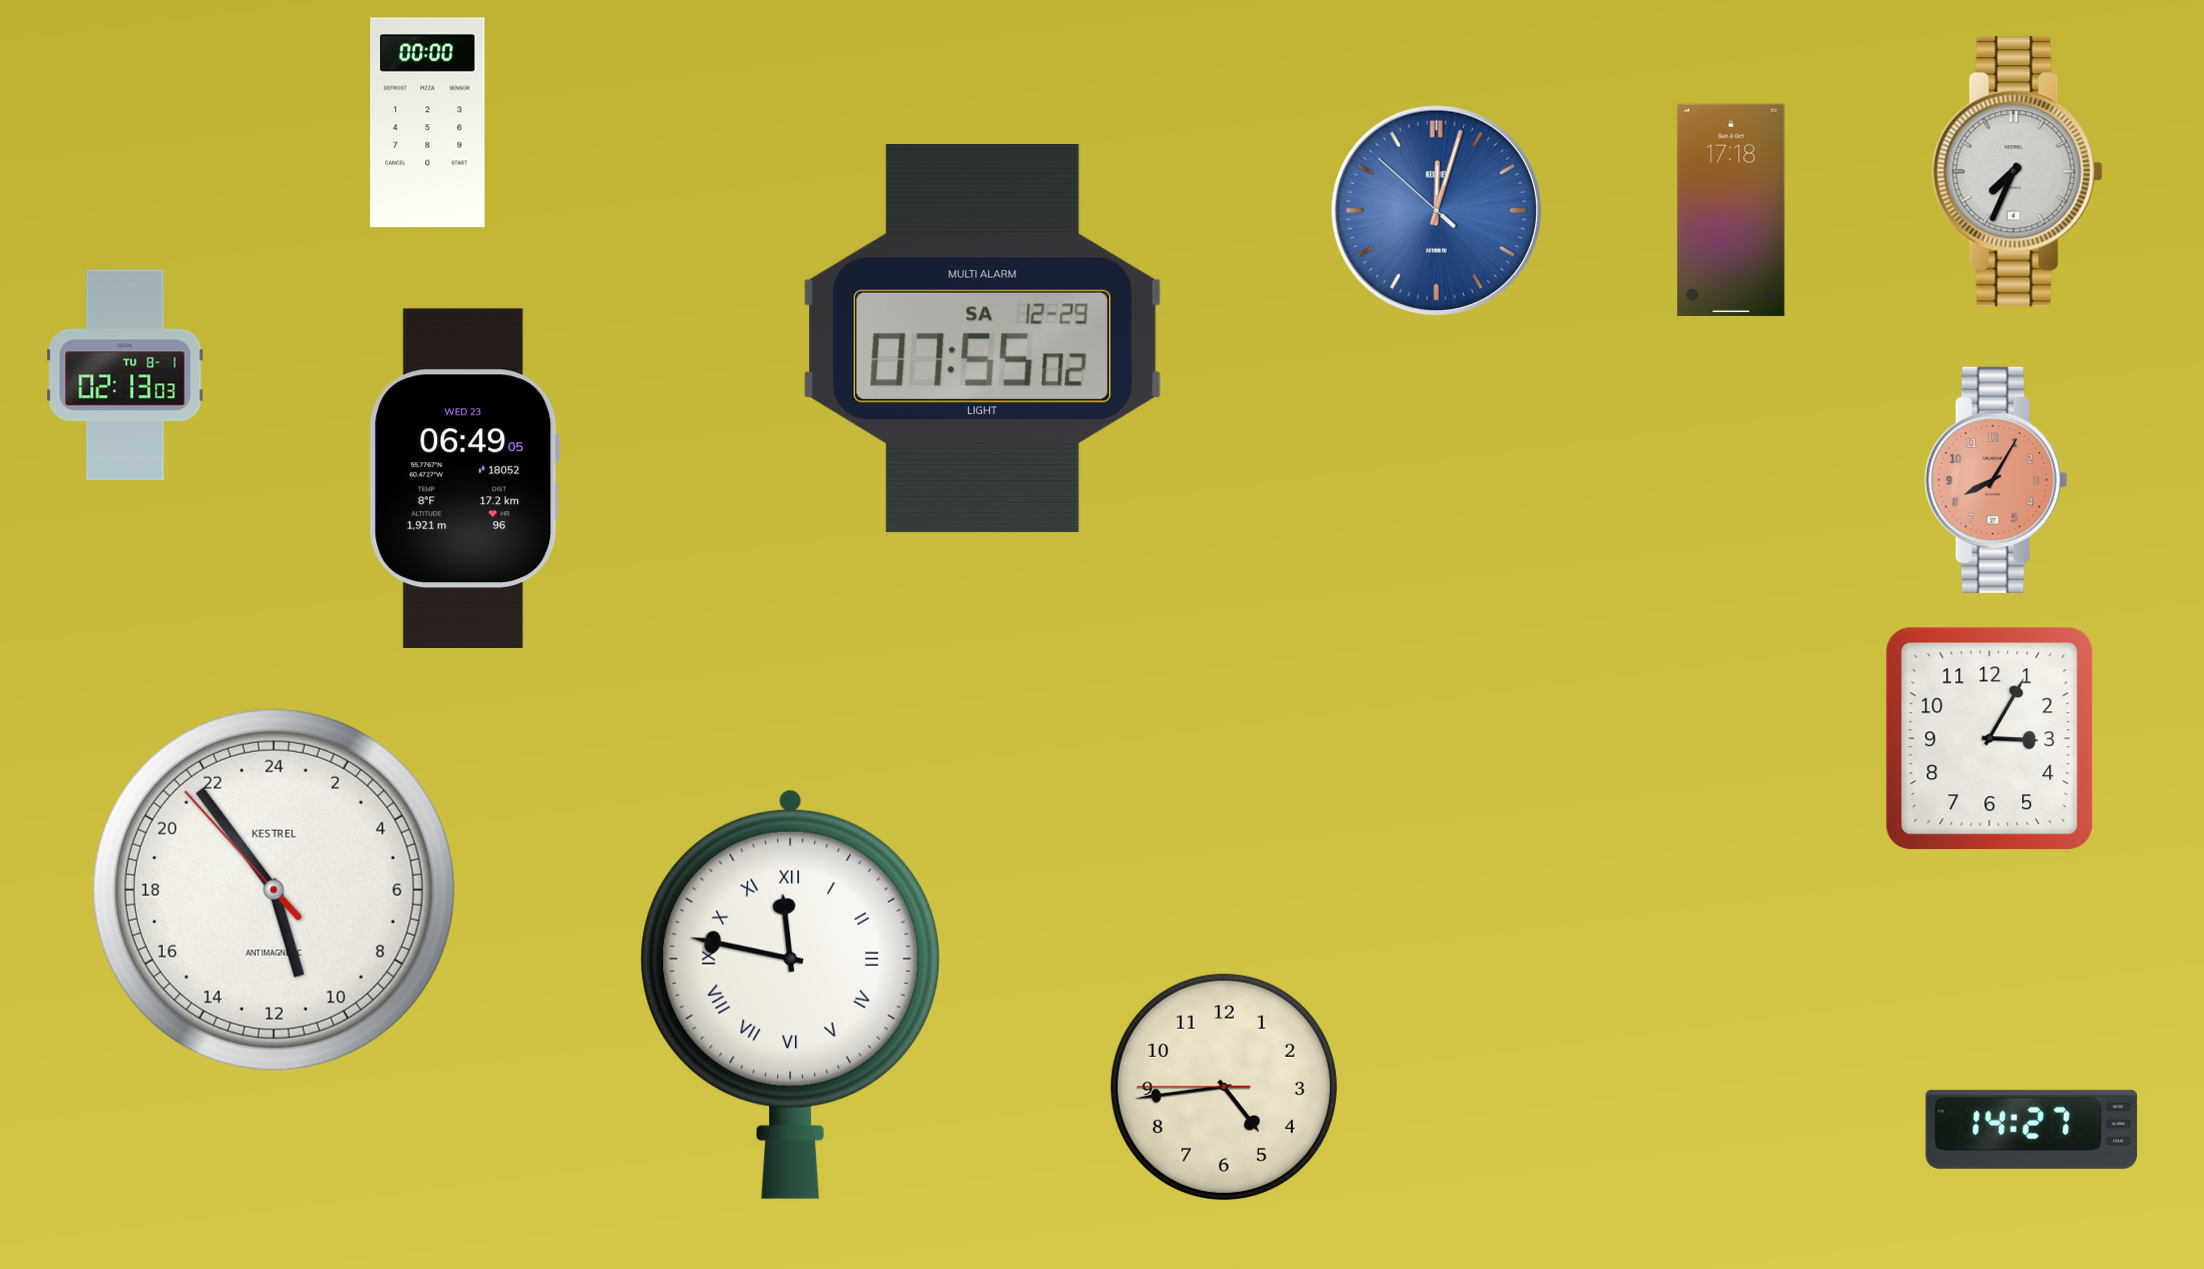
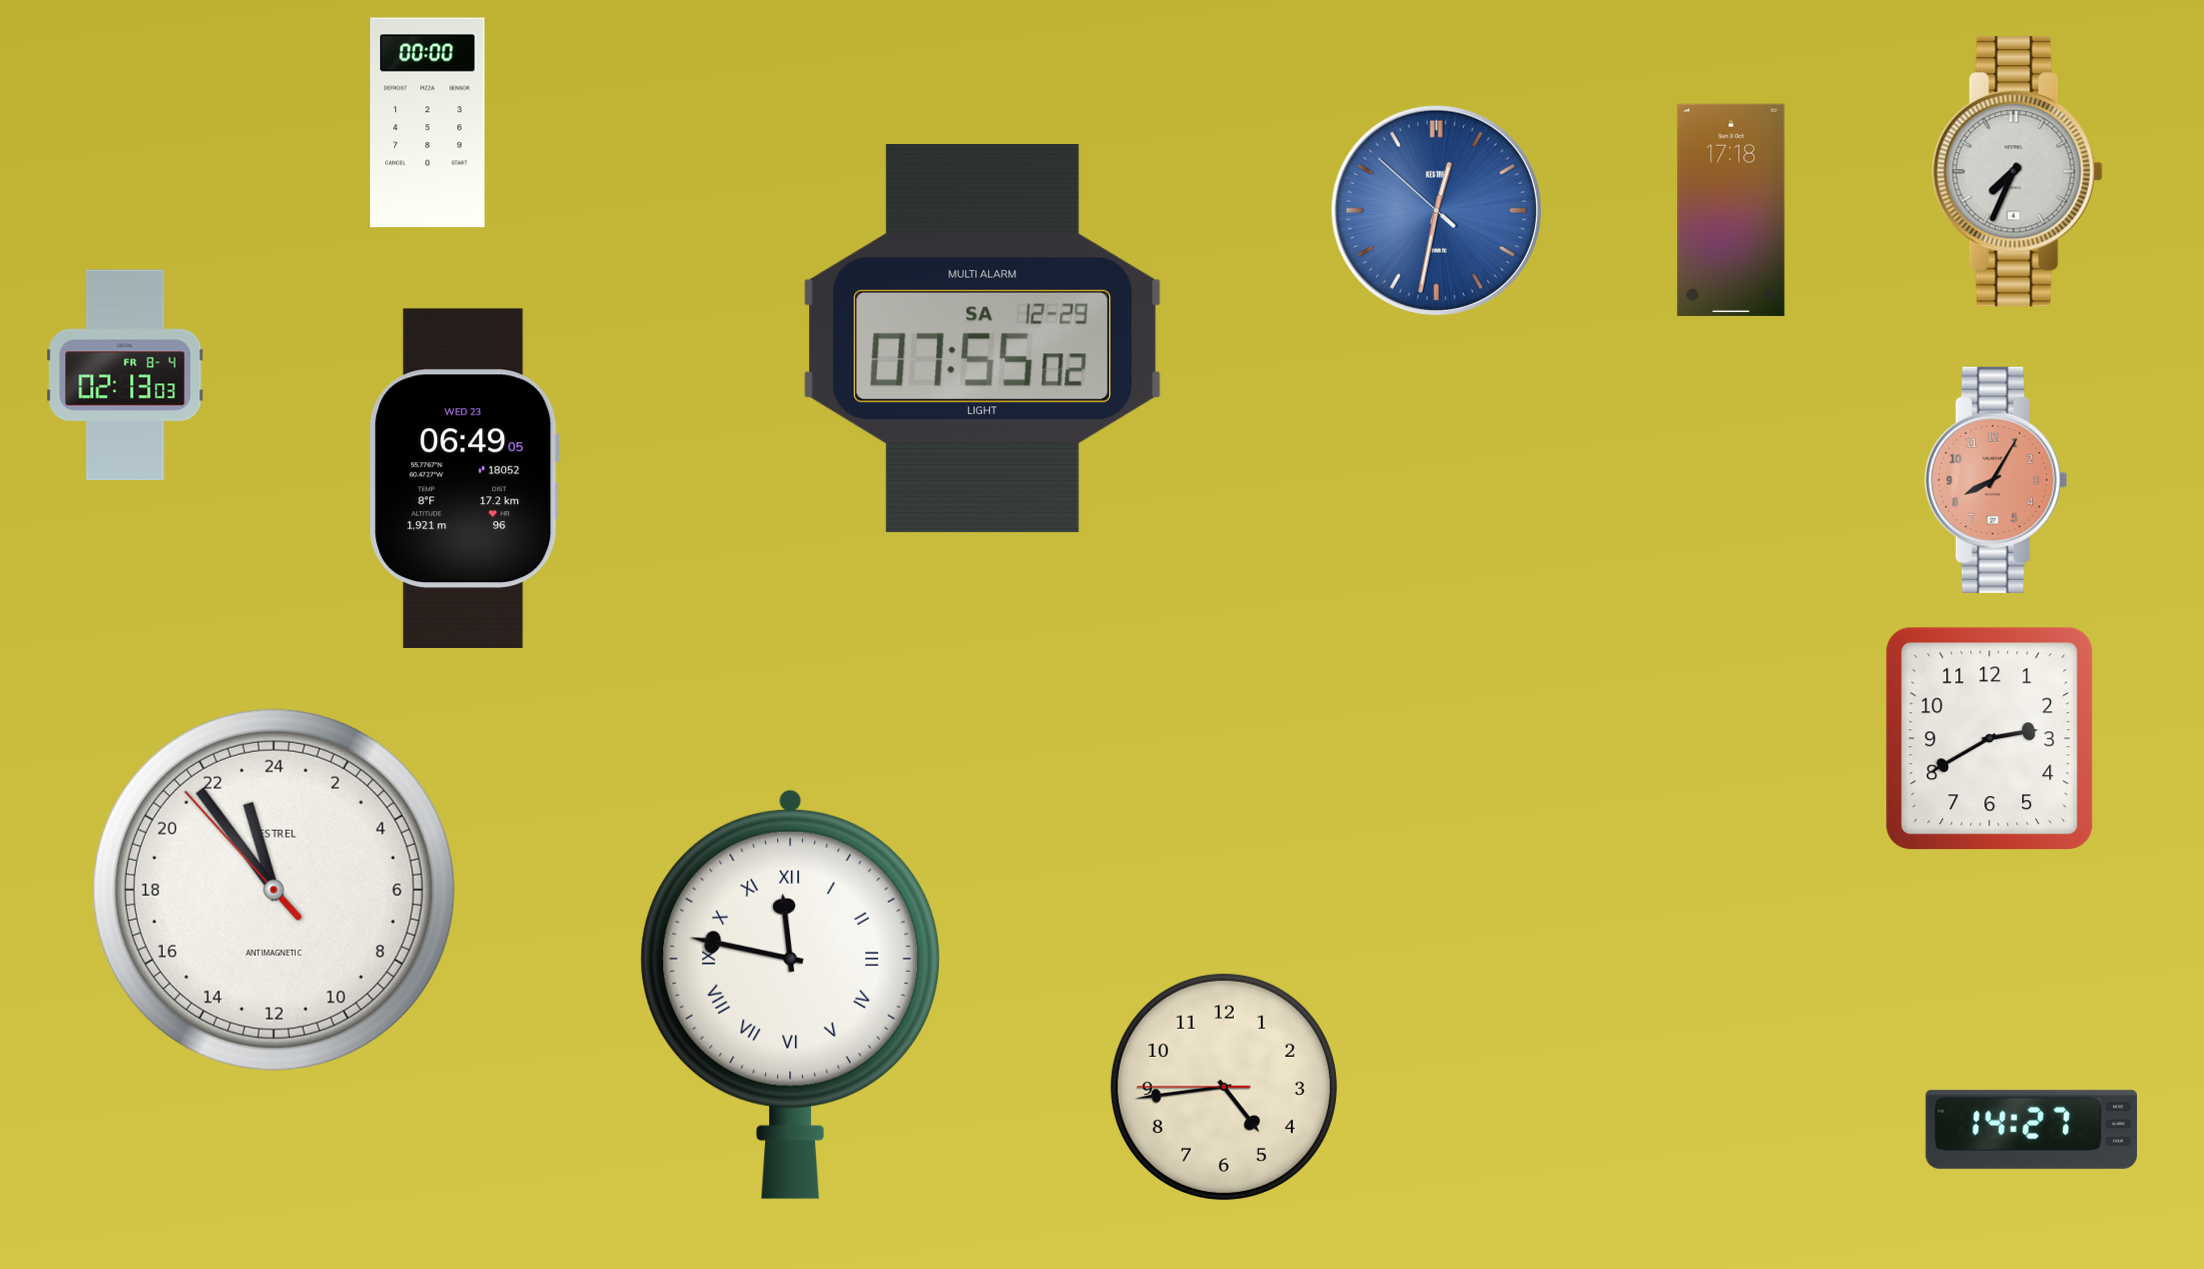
clock at (1436, 210): 12:02 -> 12:31
clock at (125, 375) date: TU 8-1 -> FR 8-4
clock at (1990, 739): 3:05 -> 2:40
clock at (274, 890): 10:53 -> 22:53
